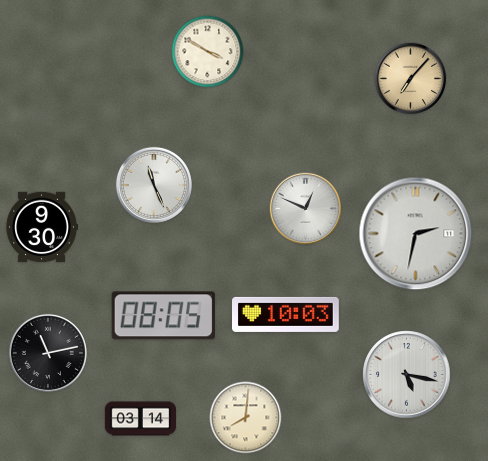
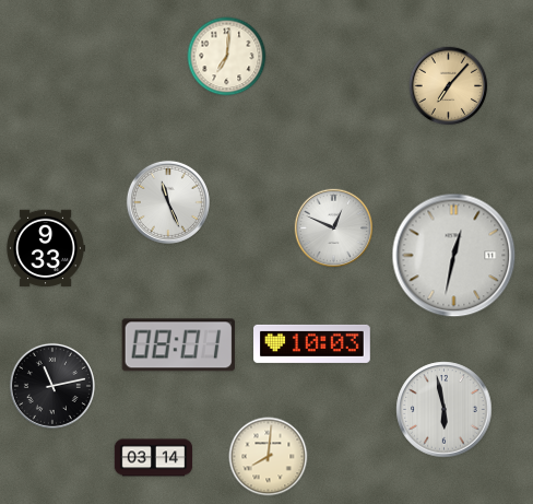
clock at (208, 52): 3:50 -> 7:01
clock at (42, 227): 9:30 -> 9:33
clock at (416, 234): 2:32 -> 12:32
clock at (163, 316): 08:05 -> 08:01
clock at (407, 375): 5:17 -> 5:58
